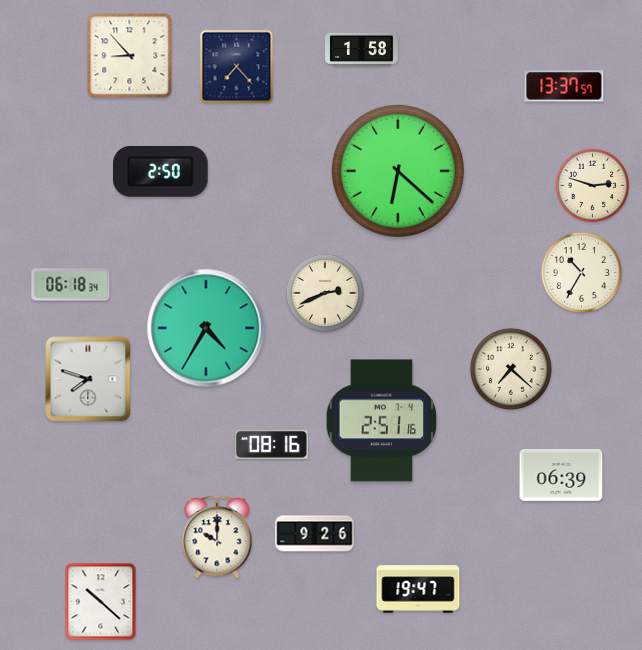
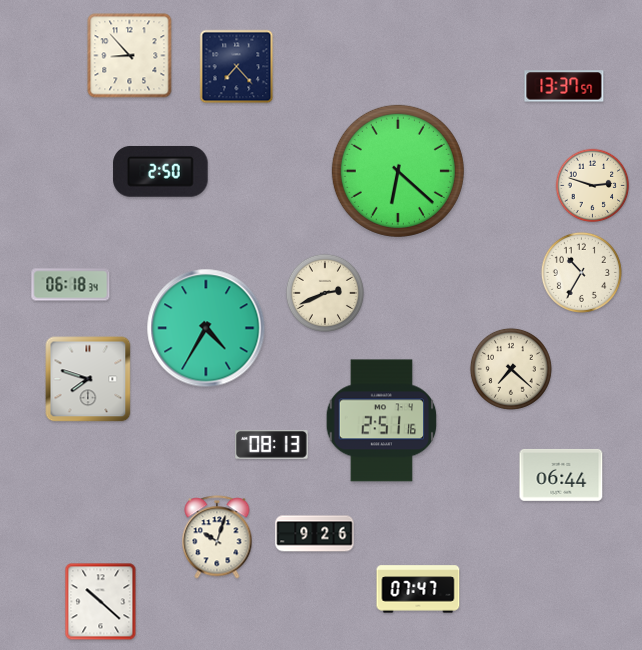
clock at (362, 49): 1:58 -> none
clock at (272, 444): 08:16 -> 08:13
clock at (561, 475): 06:39 -> 06:44
clock at (217, 537): 10:00 -> 10:03
clock at (418, 589): 19:47 -> 07:47
